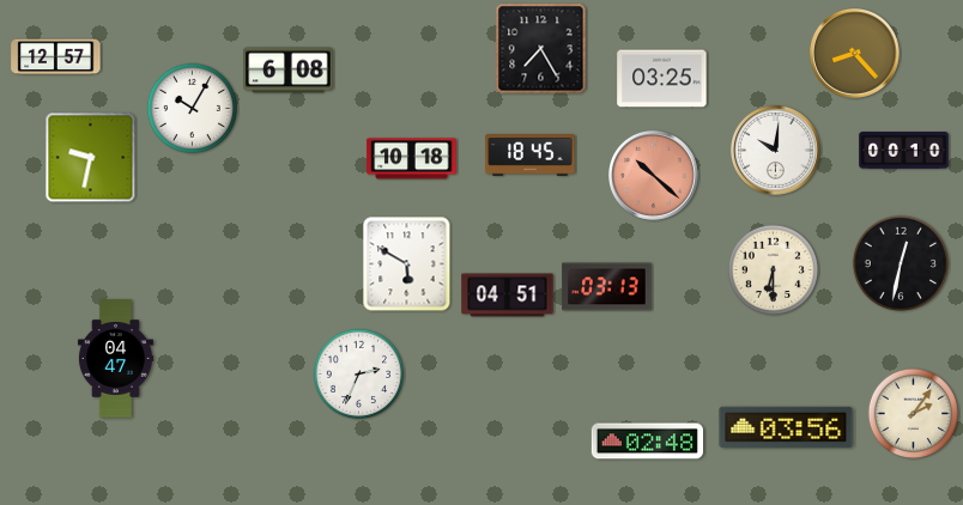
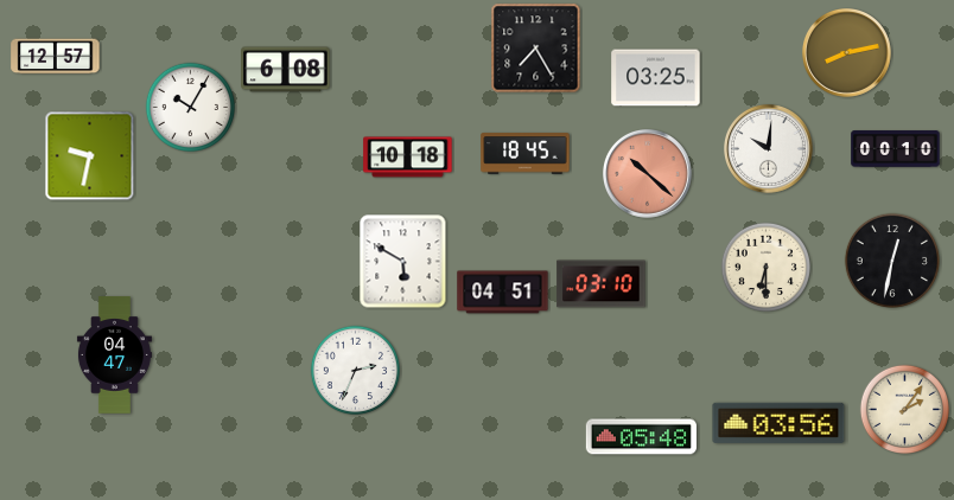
clock at (855, 54): 8:23 -> 8:13
clock at (607, 287): 03:13 -> 03:10
clock at (647, 442): 02:48 -> 05:48
